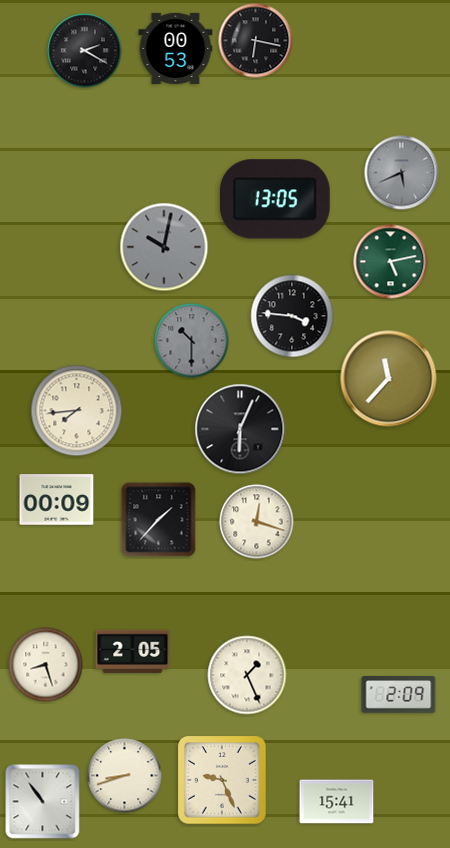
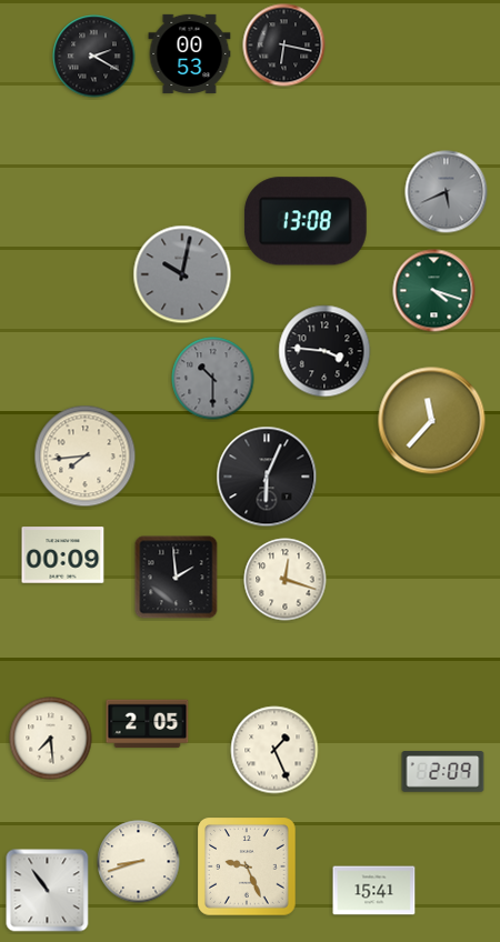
clock at (176, 48) position: (176, 48) -> (190, 53)
clock at (275, 199): 13:05 -> 13:08
clock at (391, 262): 5:13 -> 4:18
clock at (159, 520): 1:37 -> 1:59
clock at (46, 665): 8:27 -> 7:29
